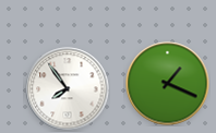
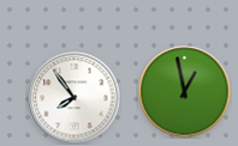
clock at (168, 84): 1:19 -> 12:58
